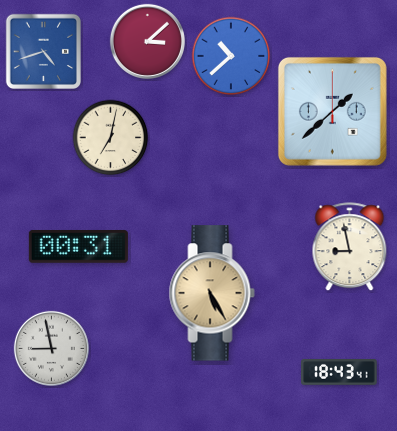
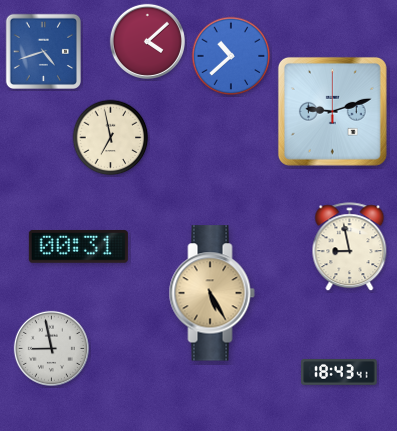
clock at (147, 41): 3:08 -> 4:08
clock at (332, 111): 1:38 -> 9:12
clock at (111, 138): 7:02 -> 6:58
